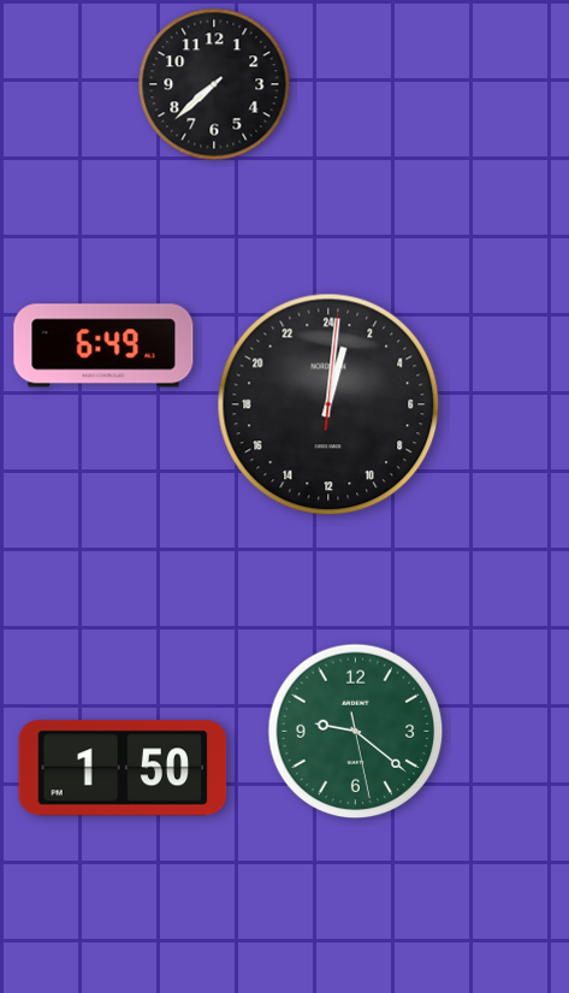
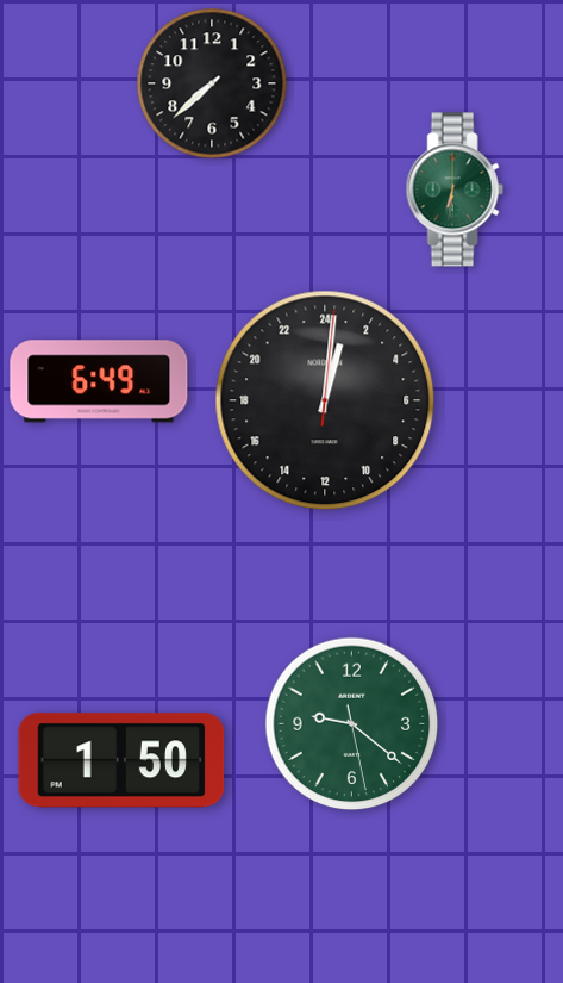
clock at (455, 189): none -> 6:31
clock at (103, 345) position: (103, 345) -> (99, 381)
